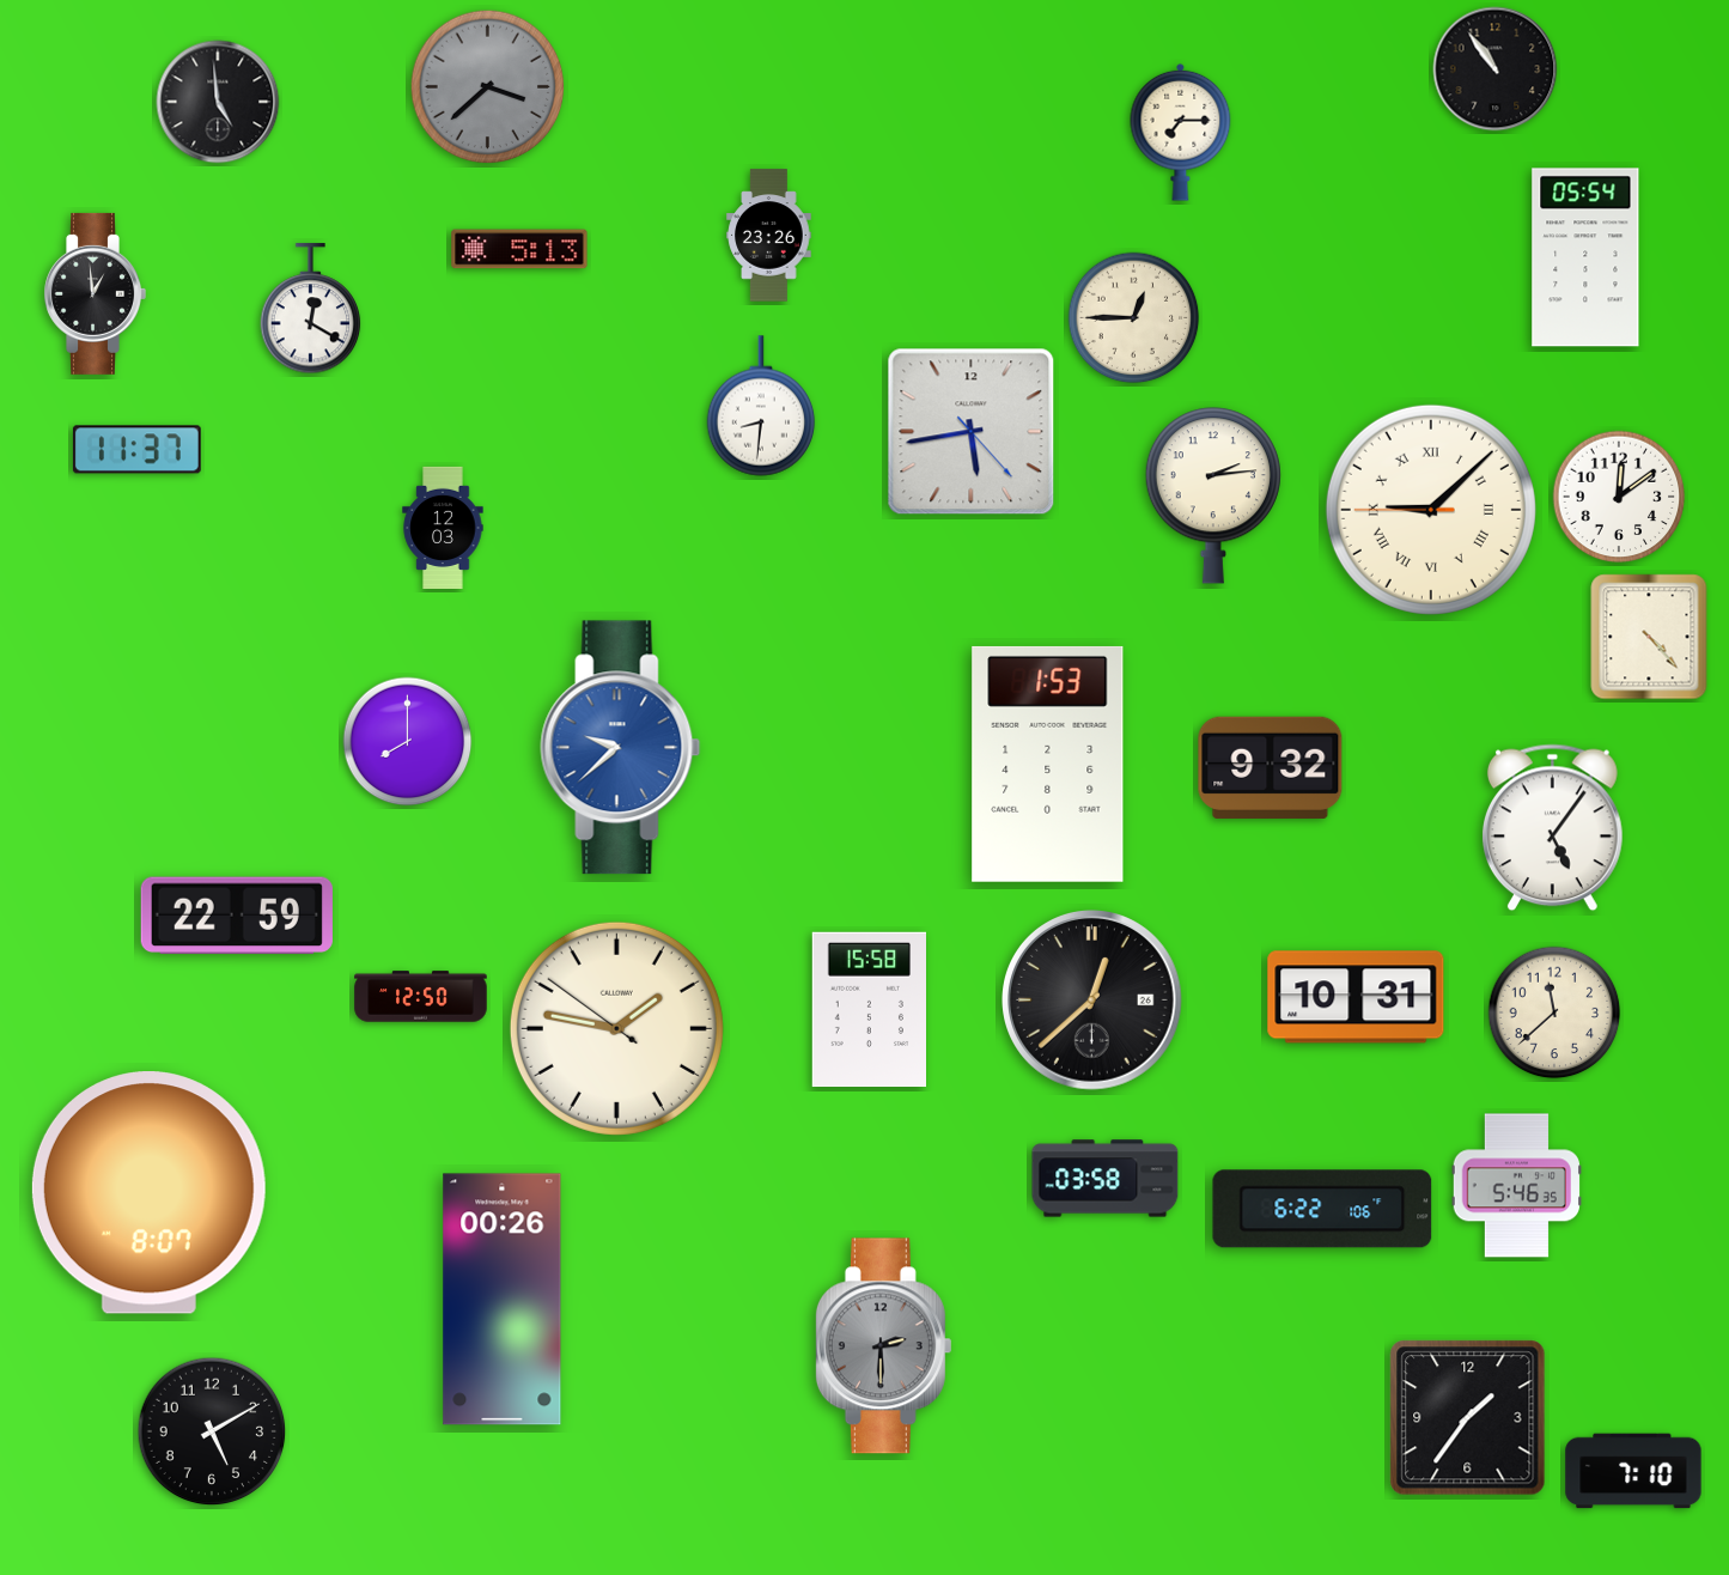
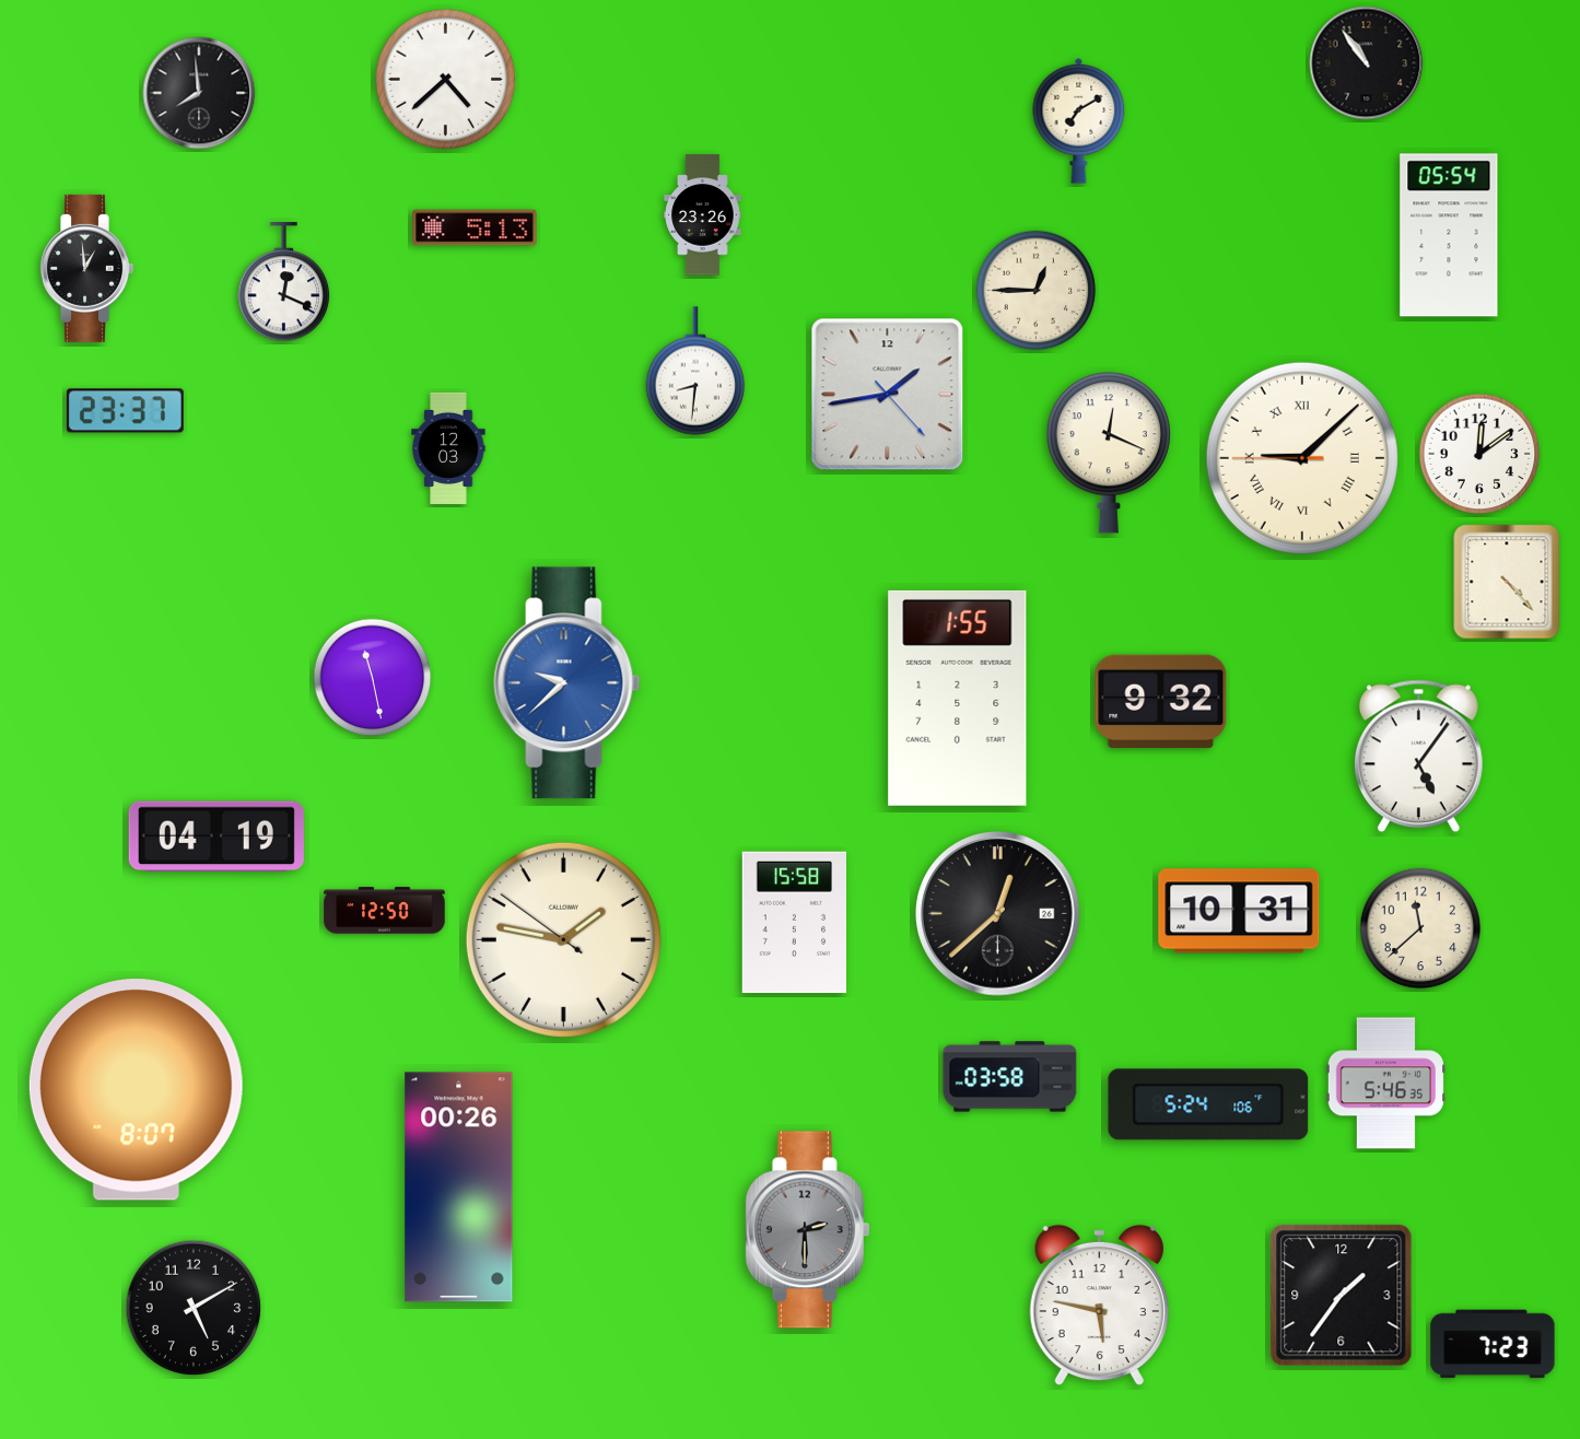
clock at (488, 87): 3:38 -> 4:38
clock at (488, 87) dial: grey -> white
clock at (218, 102): 4:59 -> 7:59
clock at (1181, 132): 7:15 -> 7:10
clock at (311, 309): 12:20 -> 12:19
clock at (972, 432): 5:43 -> 1:43
clock at (136, 450): 11:37 -> 23:37
clock at (1213, 495): 2:14 -> 12:19
clock at (1431, 510) position: (1431, 510) -> (1302, 458)
clock at (443, 527) position: (443, 527) -> (448, 447)
clock at (408, 742): 8:00 -> 11:28
clock at (1048, 764): 1:53 -> 1:55
clock at (237, 916): 22:59 -> 04:19
clock at (1554, 1013) position: (1554, 1013) -> (1420, 928)
clock at (1322, 1209): 6:22 -> 5:24
clock at (1099, 1306): none -> 5:47
clock at (1633, 1471): 7:10 -> 7:23
